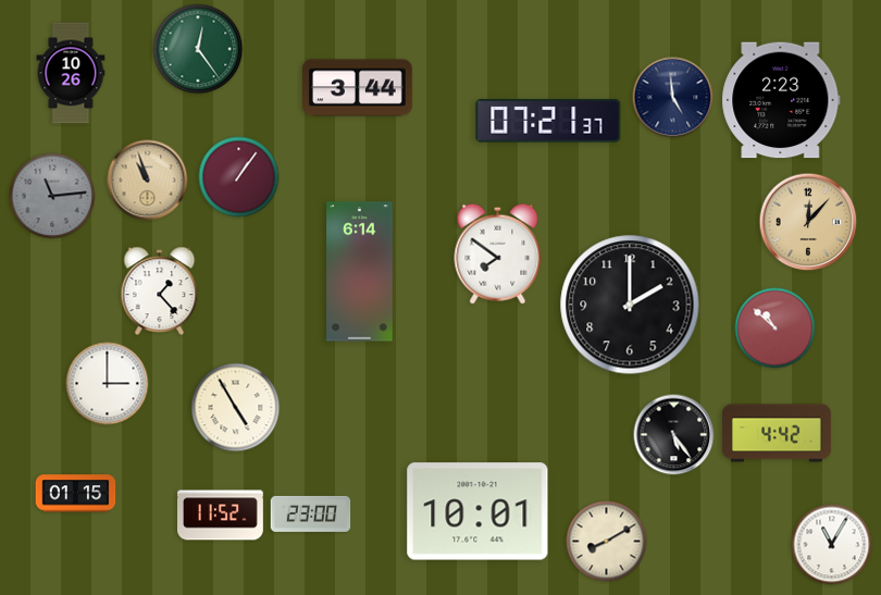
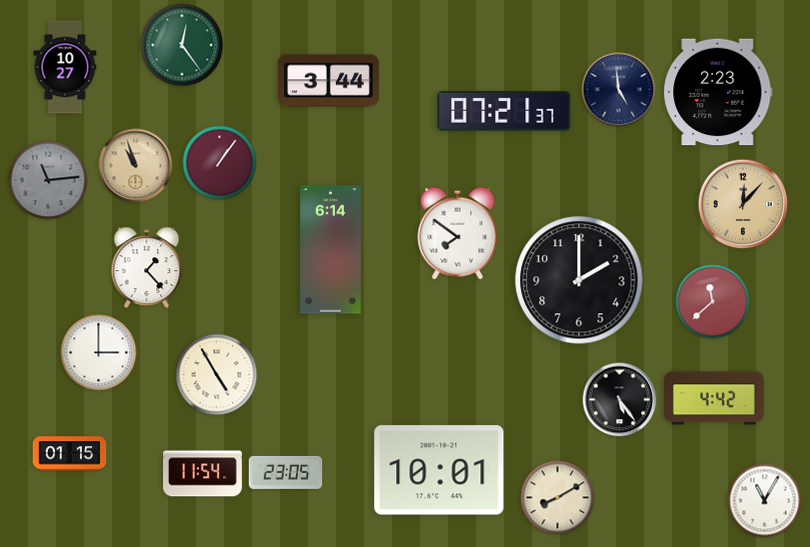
clock at (71, 73): 10:26 -> 10:27
clock at (775, 329): 10:52 -> 11:38
clock at (311, 513): 23:00 -> 23:05
clock at (221, 516): 11:52 -> 11:54
